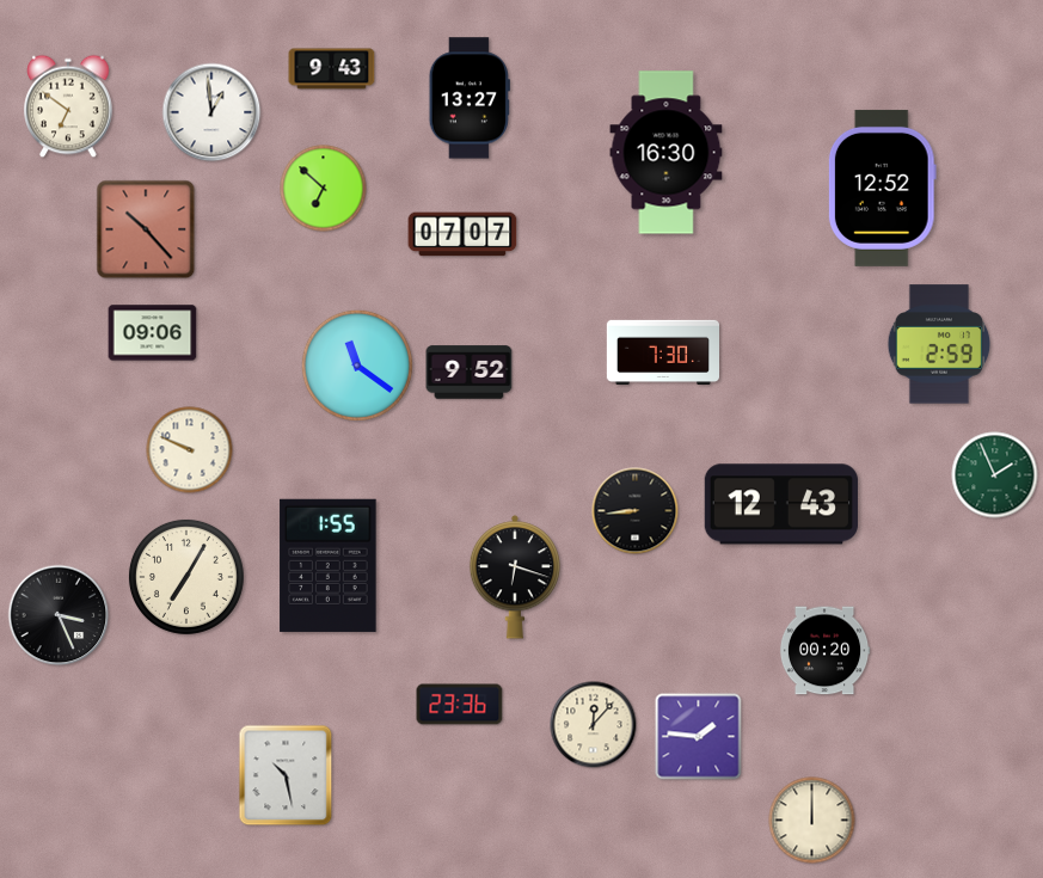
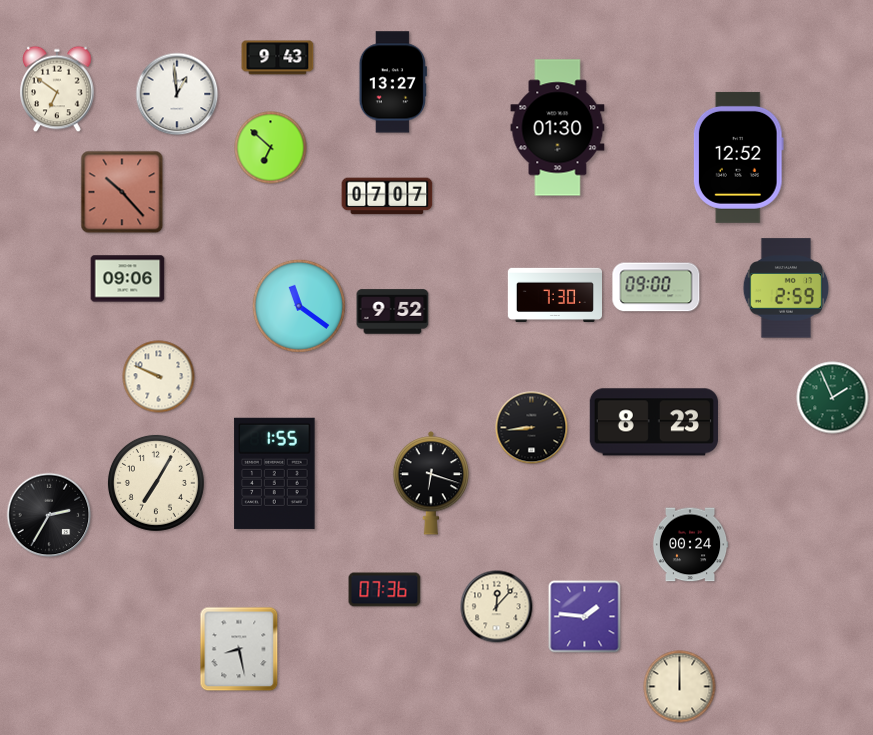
clock at (667, 153): 16:30 -> 01:30
clock at (324, 189) position: (324, 189) -> (271, 148)
clock at (656, 287): none -> 09:00
clock at (781, 504): 12:43 -> 8:23
clock at (59, 615): 3:26 -> 2:35
clock at (824, 651): 00:20 -> 00:24
clock at (460, 705): 23:36 -> 07:36
clock at (286, 775): 10:28 -> 8:28
